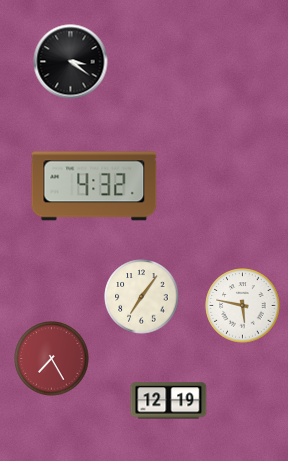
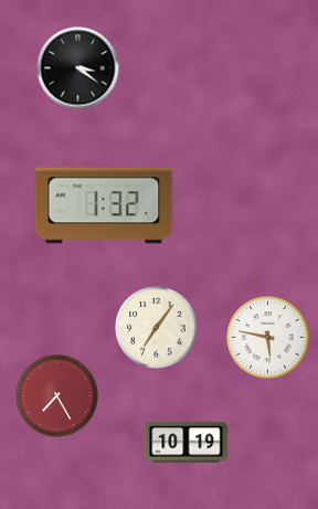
clock at (94, 186): 4:32 -> 1:32
clock at (169, 401): 12:19 -> 10:19
